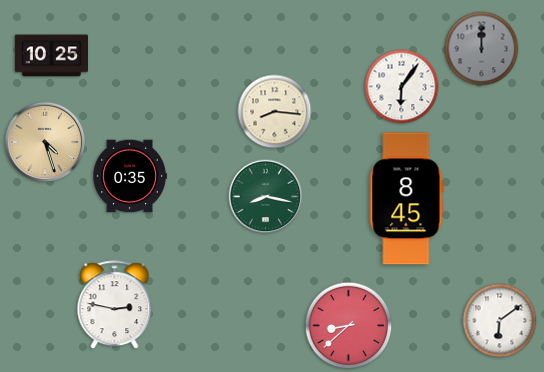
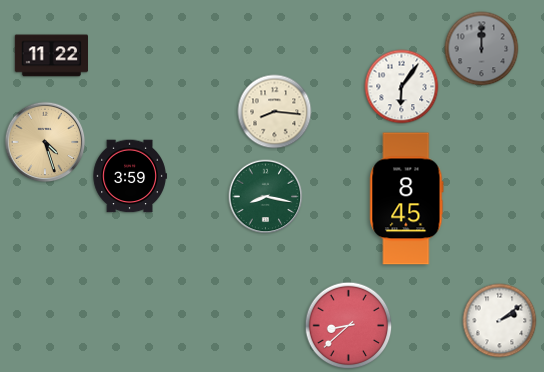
clock at (51, 56): 10:25 -> 11:22
clock at (130, 176): 0:35 -> 3:59
clock at (115, 305): 2:47 -> none
clock at (500, 321): 6:09 -> 2:09
